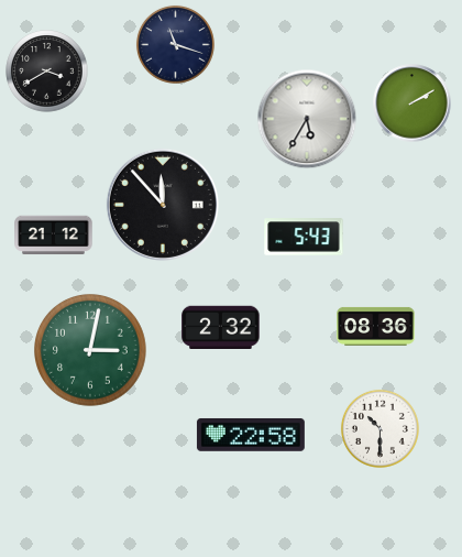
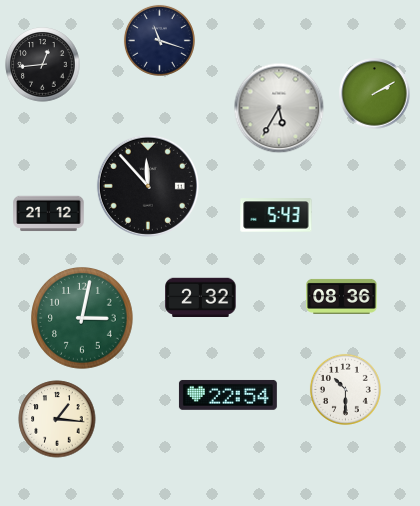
clock at (47, 72): 3:40 -> 12:44
clock at (251, 435): 22:58 -> 22:54
clock at (57, 419): none -> 1:16
